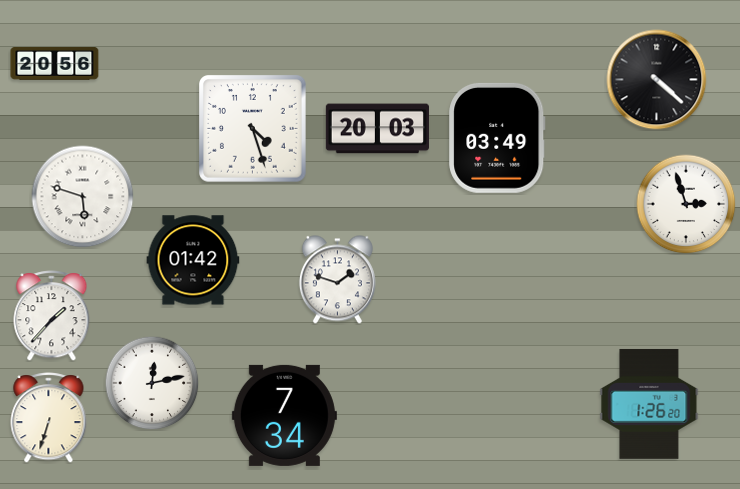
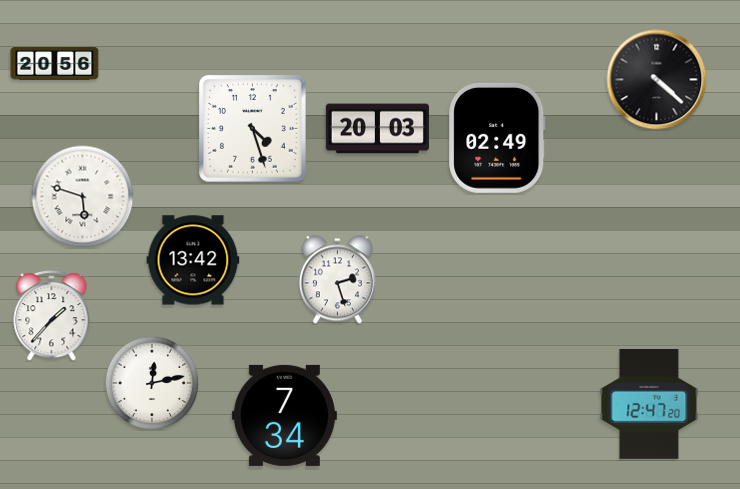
clock at (497, 138): 03:49 -> 02:49
clock at (686, 204): 2:57 -> none
clock at (193, 260): 01:42 -> 13:42
clock at (337, 280): 1:48 -> 2:27
clock at (649, 404): 1:26 -> 12:47
clock at (49, 418): 6:33 -> none
